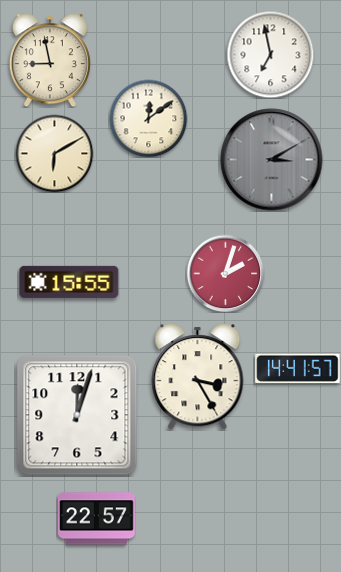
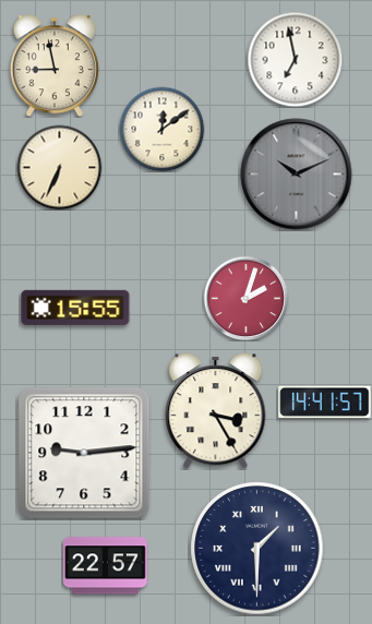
clock at (54, 153): 6:10 -> 6:34
clock at (272, 160): 3:10 -> 10:11
clock at (77, 415): 12:03 -> 9:14
clock at (257, 549): none -> 1:30
